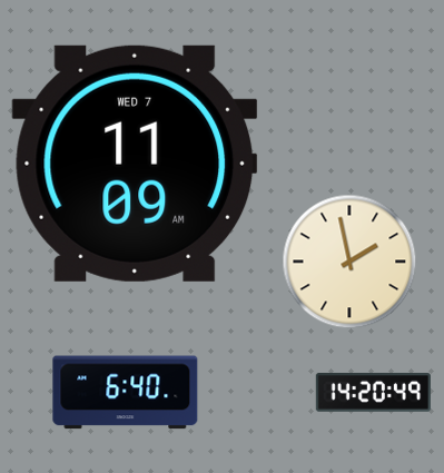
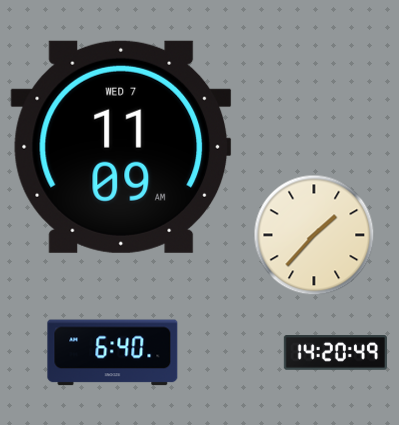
clock at (349, 262): 1:58 -> 1:37
